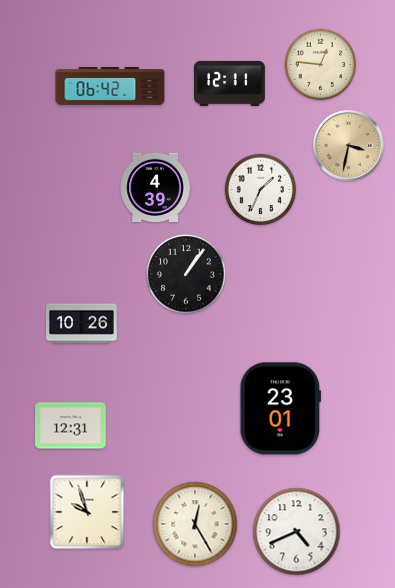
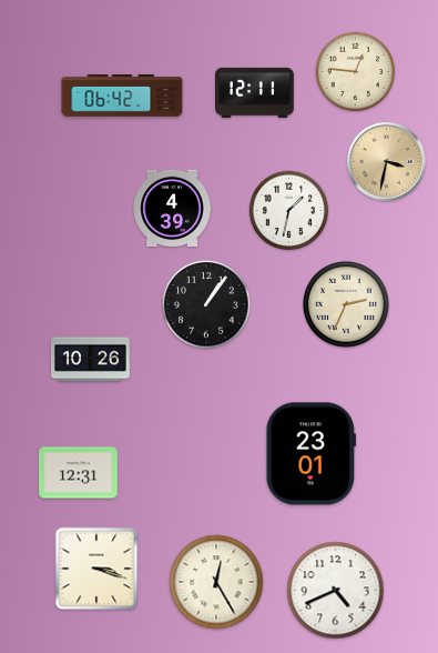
clock at (261, 190): 1:34 -> 1:32
clock at (347, 305): none -> 2:34
clock at (87, 512): 9:57 -> 3:18
clock at (297, 532) position: (297, 532) -> (336, 591)
